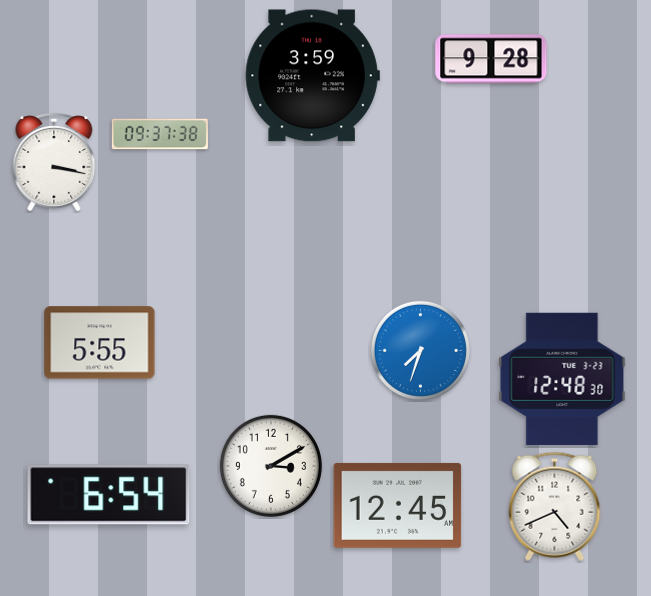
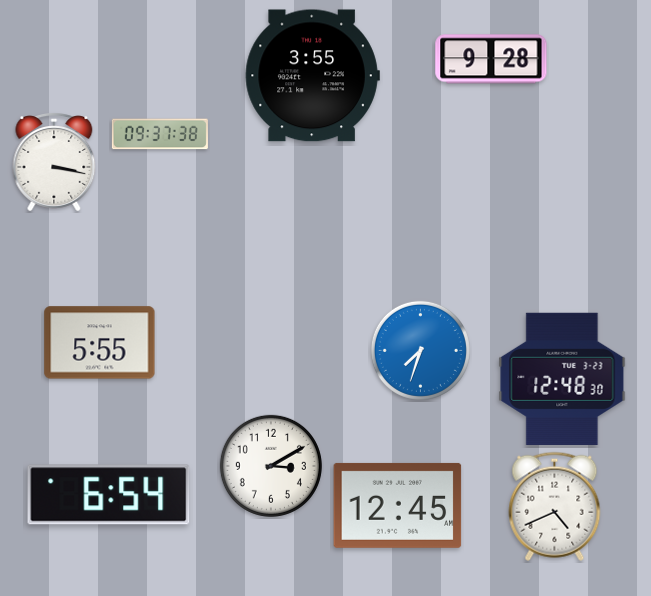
clock at (312, 76): 3:59 -> 3:55
